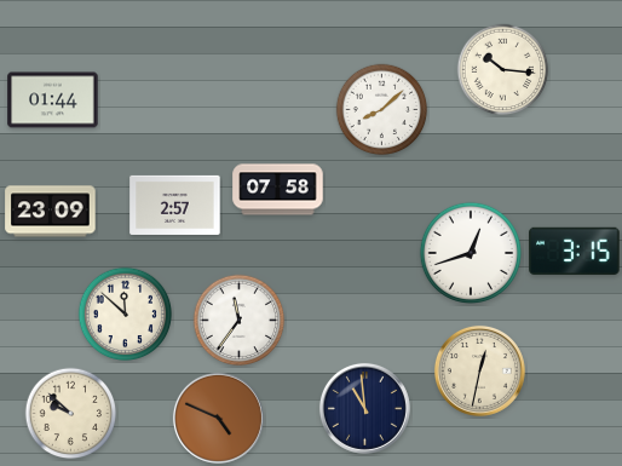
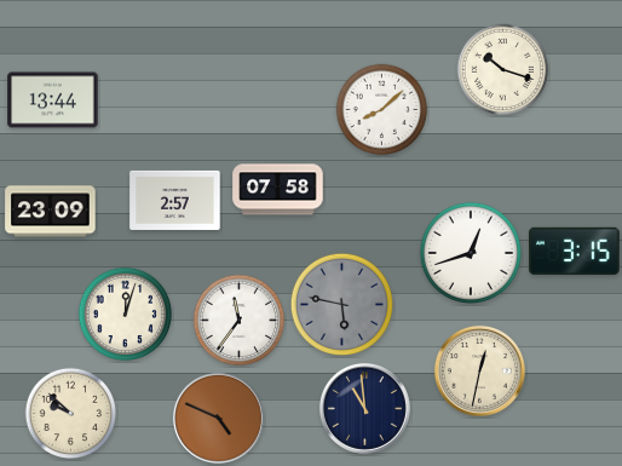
clock at (503, 70): 10:16 -> 10:18
clock at (53, 100): 01:44 -> 13:44
clock at (175, 205) position: (175, 205) -> (175, 200)
clock at (341, 304): none -> 5:47
clock at (126, 315): 11:52 -> 12:03
